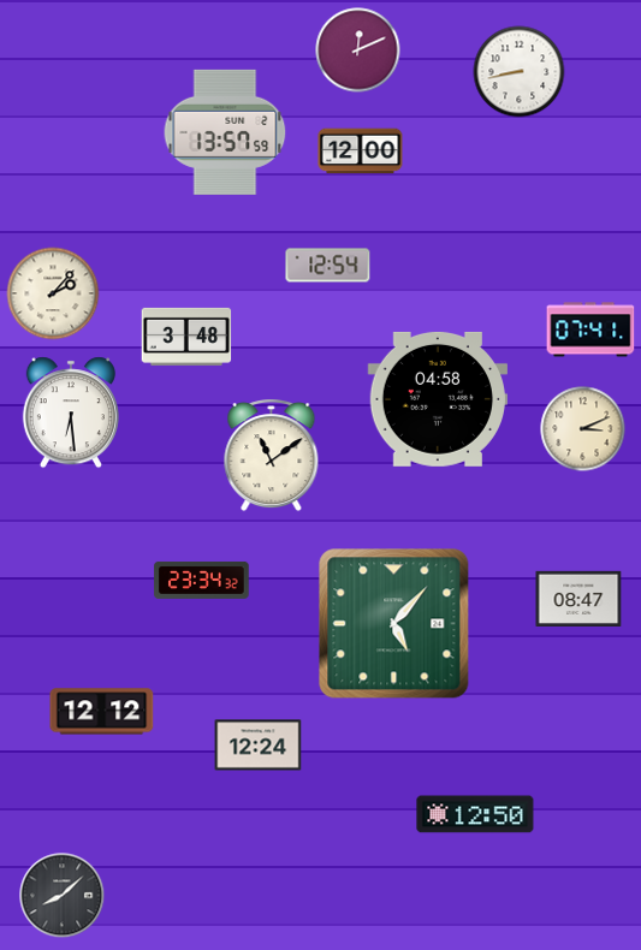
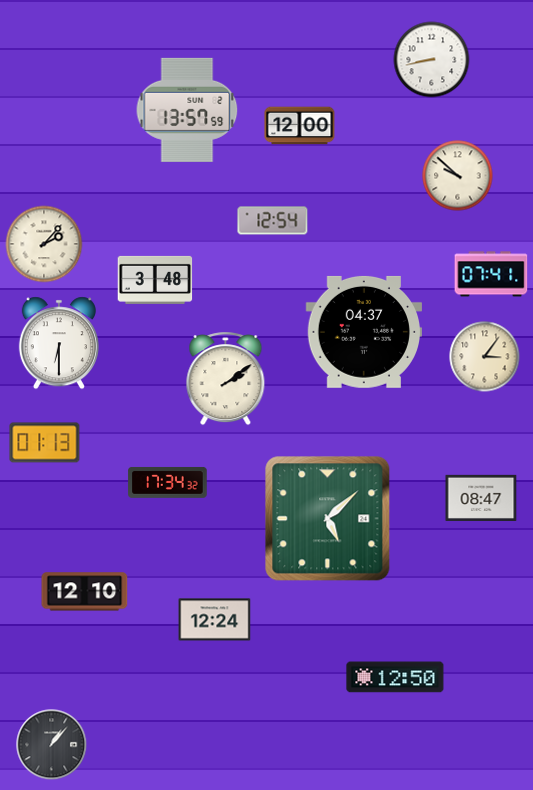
clock at (358, 51): 12:11 -> none
clock at (458, 176): none -> 9:52
clock at (437, 399): 04:58 -> 04:37
clock at (71, 412): 6:29 -> 6:30
clock at (583, 429): 3:11 -> 3:06
clock at (272, 456): 11:09 -> 2:09
clock at (45, 443): none -> 01:13
clock at (202, 580): 23:34 -> 17:34
clock at (394, 624): 5:07 -> 5:08
clock at (102, 712): 12:12 -> 12:10
clock at (63, 896): 8:08 -> 1:07
